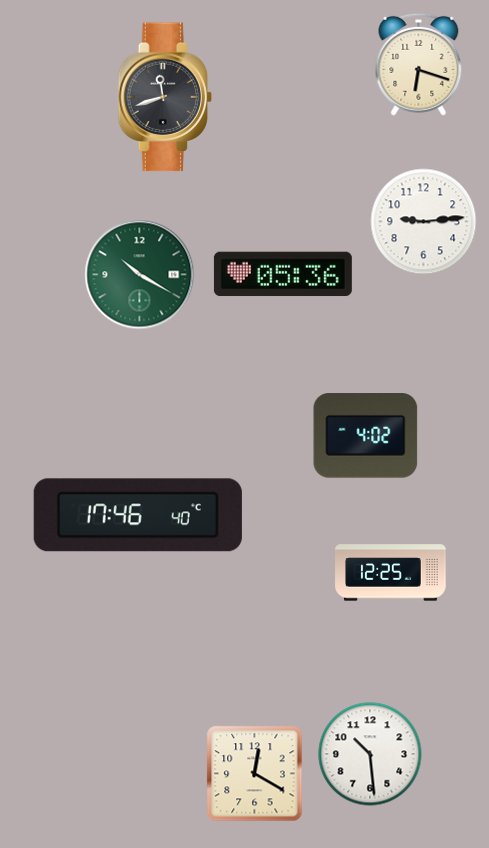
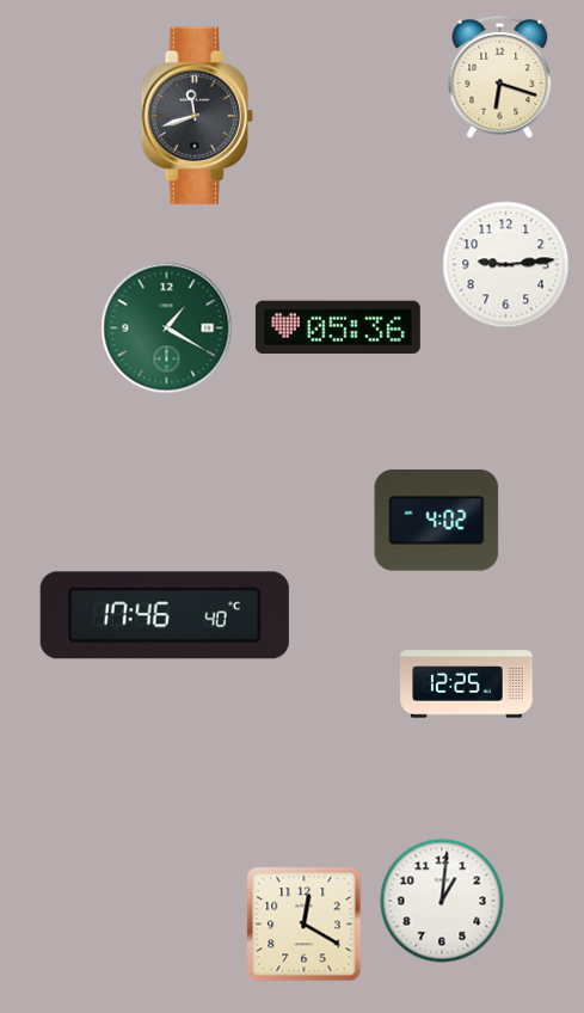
clock at (140, 275): 10:20 -> 1:20
clock at (370, 754): 10:29 -> 1:01
